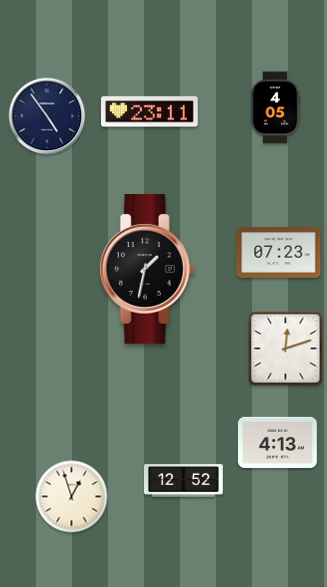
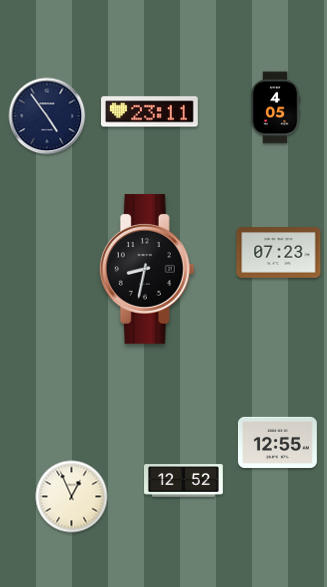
clock at (147, 269): 1:32 -> 8:32
clock at (286, 349): 12:12 -> none
clock at (277, 442): 4:13 -> 12:55
clock at (72, 497): 12:57 -> 12:56
